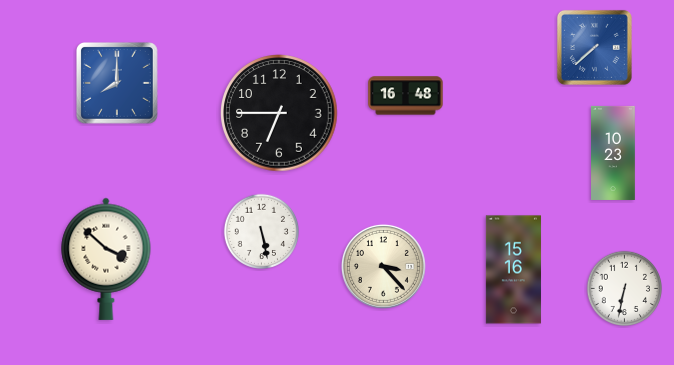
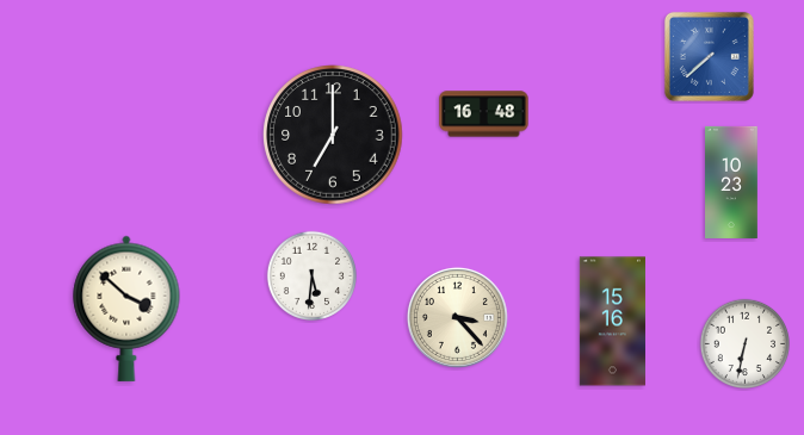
clock at (118, 84): 8:00 -> none
clock at (279, 113): 6:45 -> 7:00
clock at (261, 231): 5:28 -> 5:31
